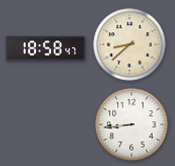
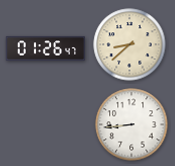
clock at (46, 49): 18:58 -> 01:26
